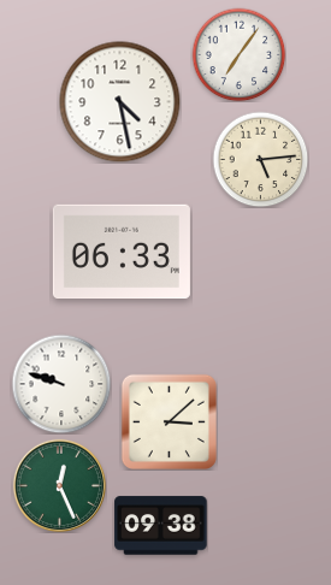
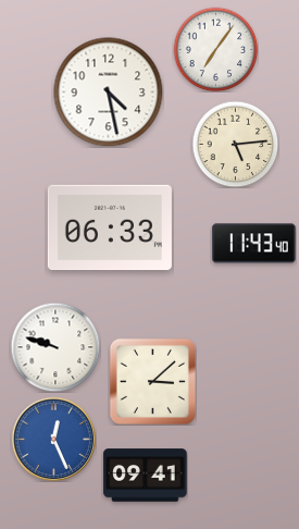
clock at (254, 244): none -> 11:43
clock at (59, 485) dial: green -> blue
clock at (161, 526): 09:38 -> 09:41
